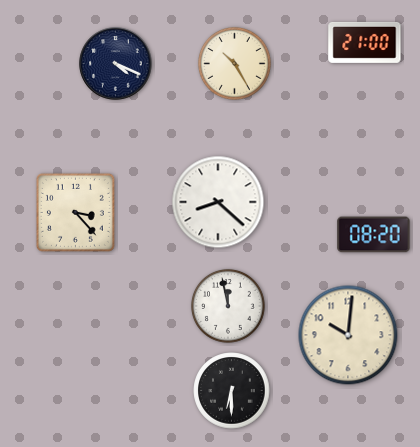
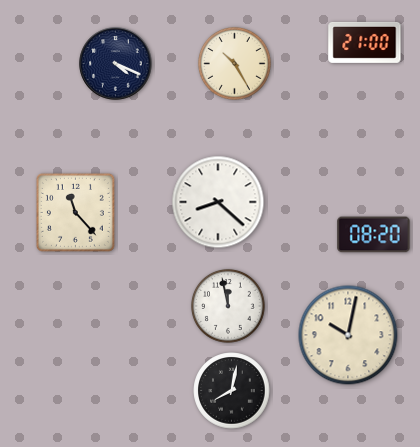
clock at (75, 212): 3:23 -> 11:23
clock at (348, 335): 10:01 -> 10:02
clock at (232, 391): 6:30 -> 8:02
